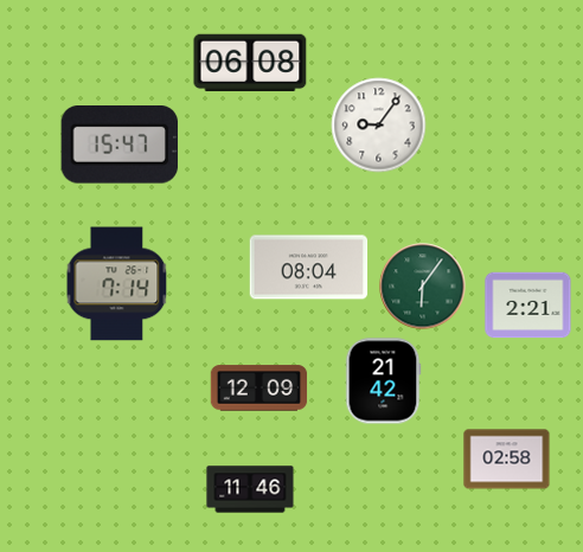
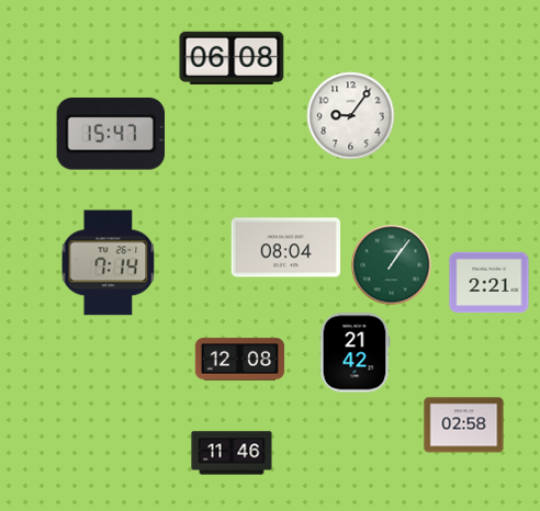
clock at (423, 287): 6:06 -> 1:06
clock at (260, 389): 12:09 -> 12:08
clock at (507, 460) position: (507, 460) -> (464, 425)
